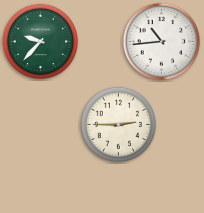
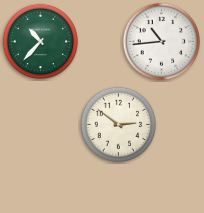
clock at (41, 42): 9:37 -> 10:37
clock at (119, 125): 2:45 -> 2:51
